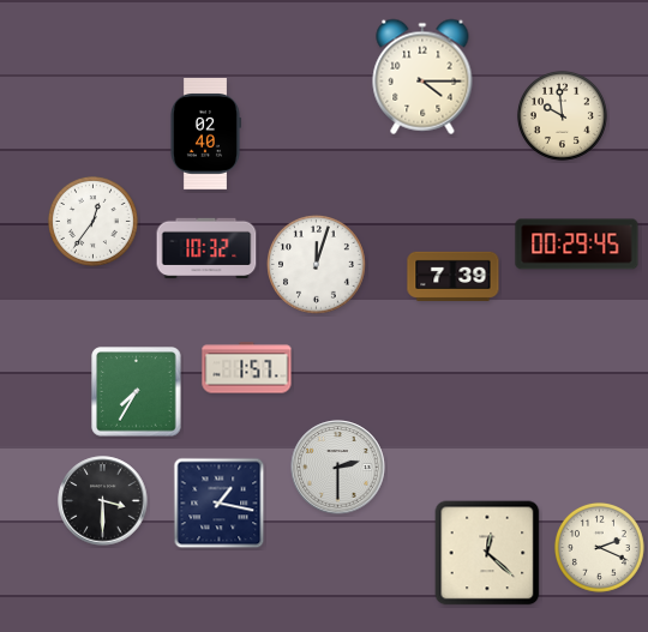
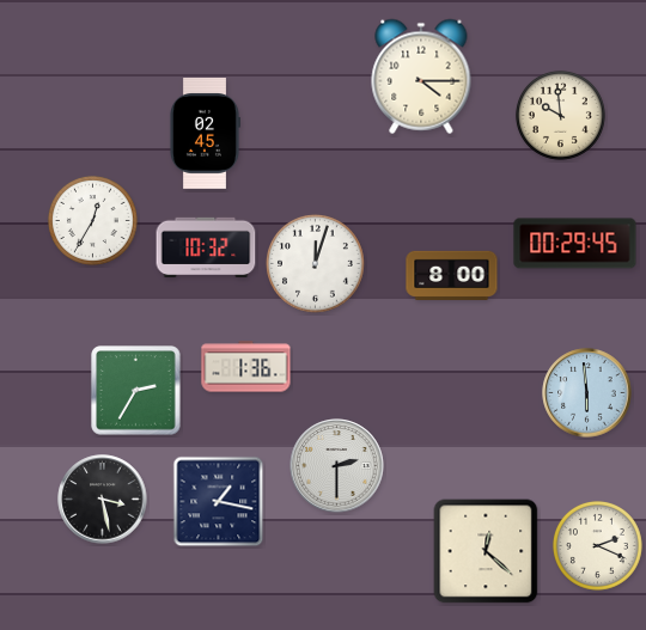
clock at (205, 133): 02:40 -> 02:45
clock at (92, 221): 12:36 -> 12:35
clock at (454, 276): 7:39 -> 8:00
clock at (247, 368): 1:57 -> 1:36
clock at (137, 392): 7:35 -> 2:35
clock at (587, 393): none -> 5:59
clock at (103, 501): 3:30 -> 3:28
